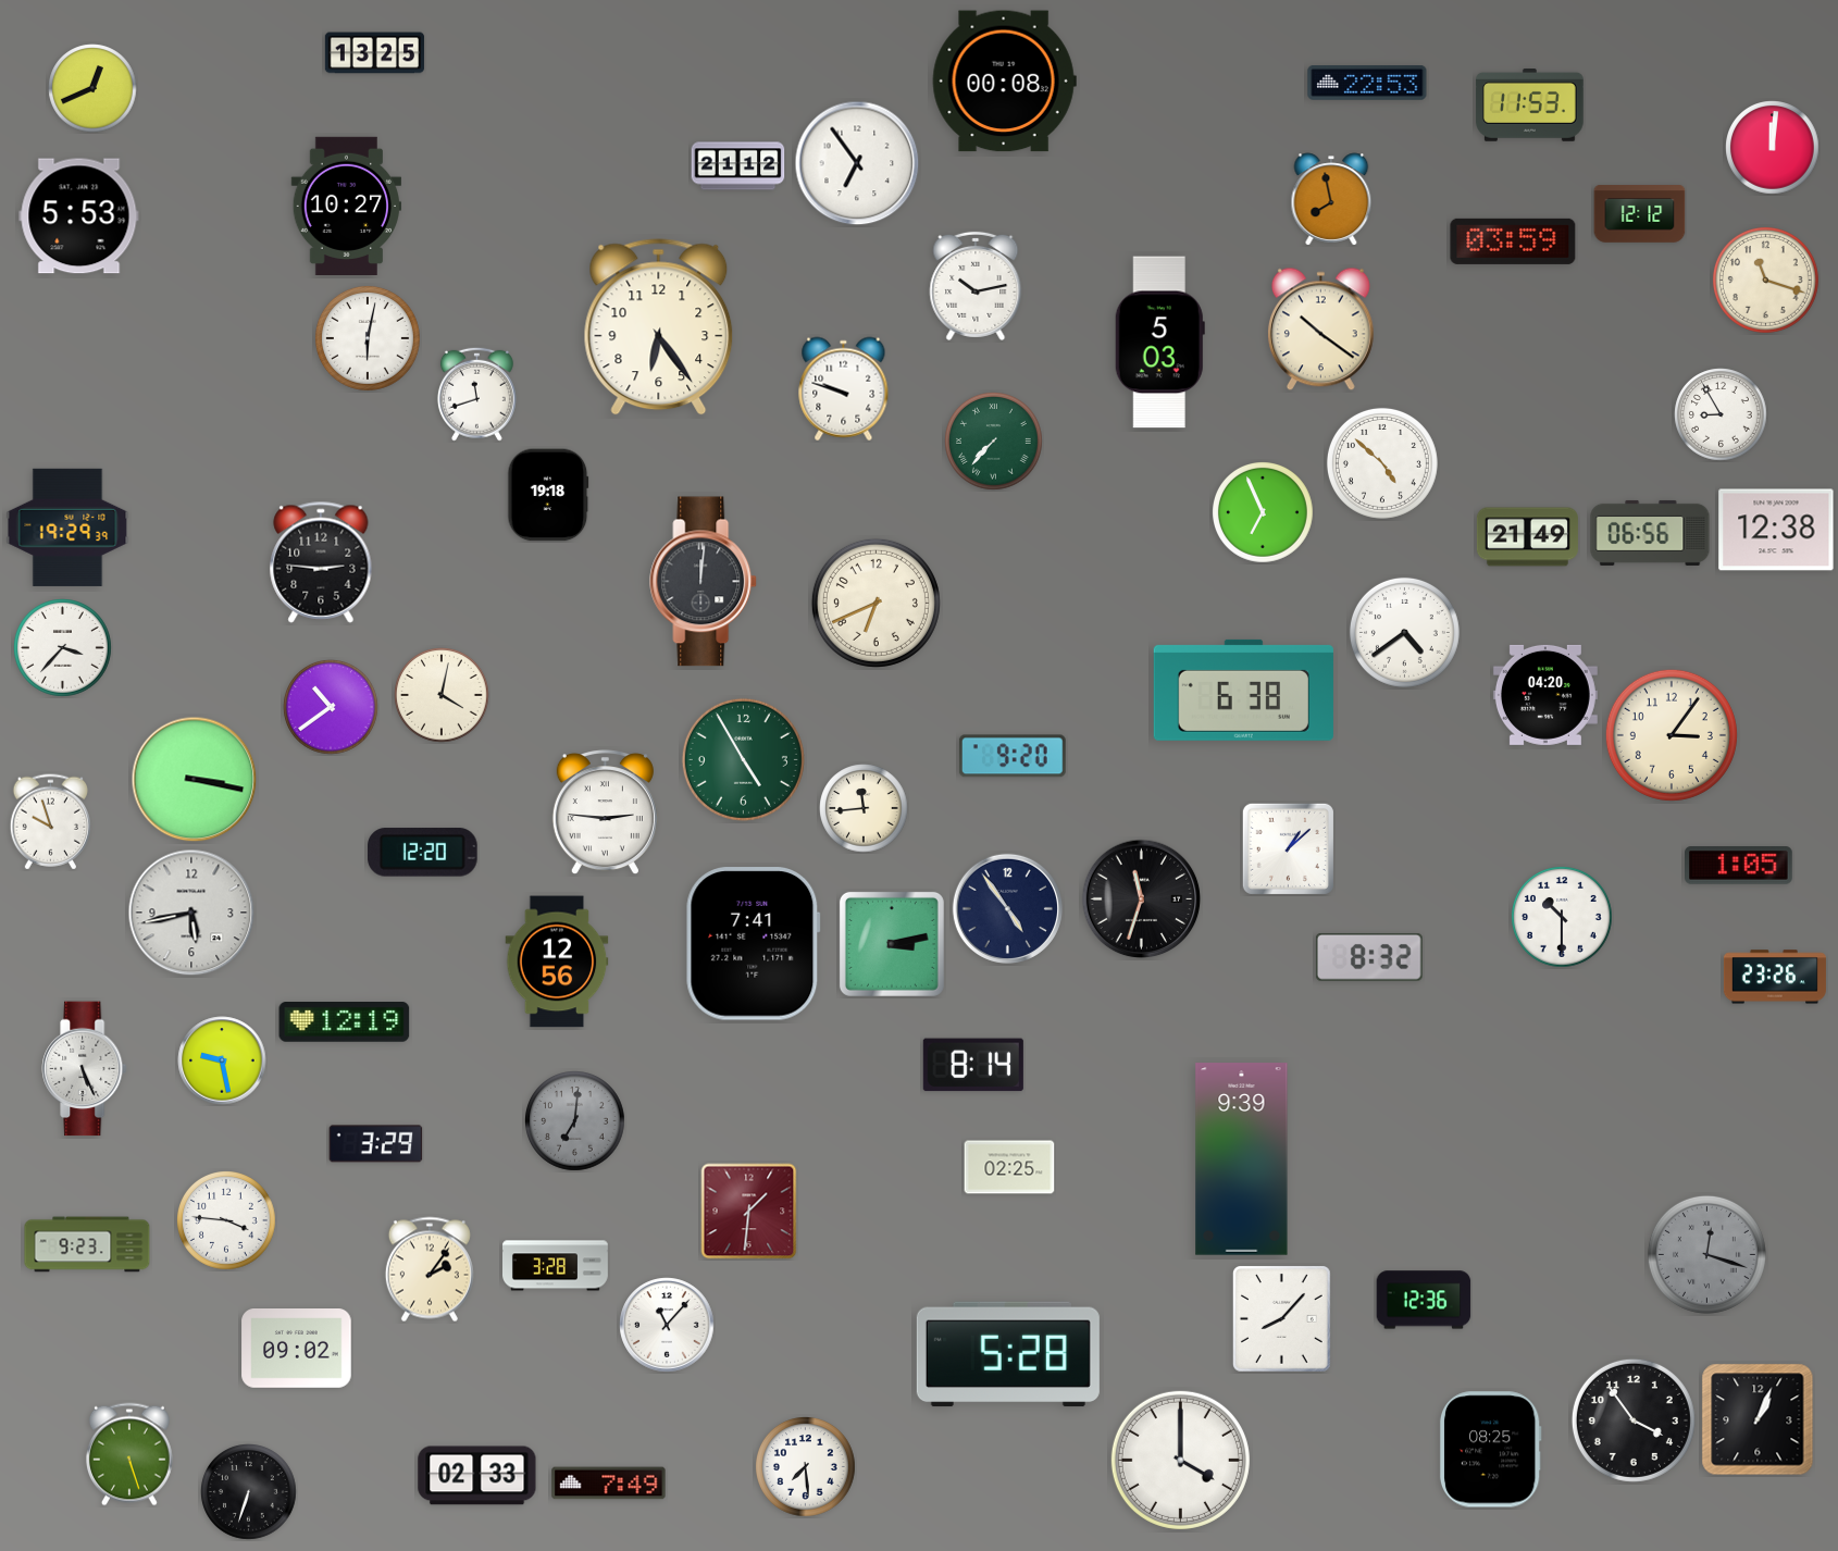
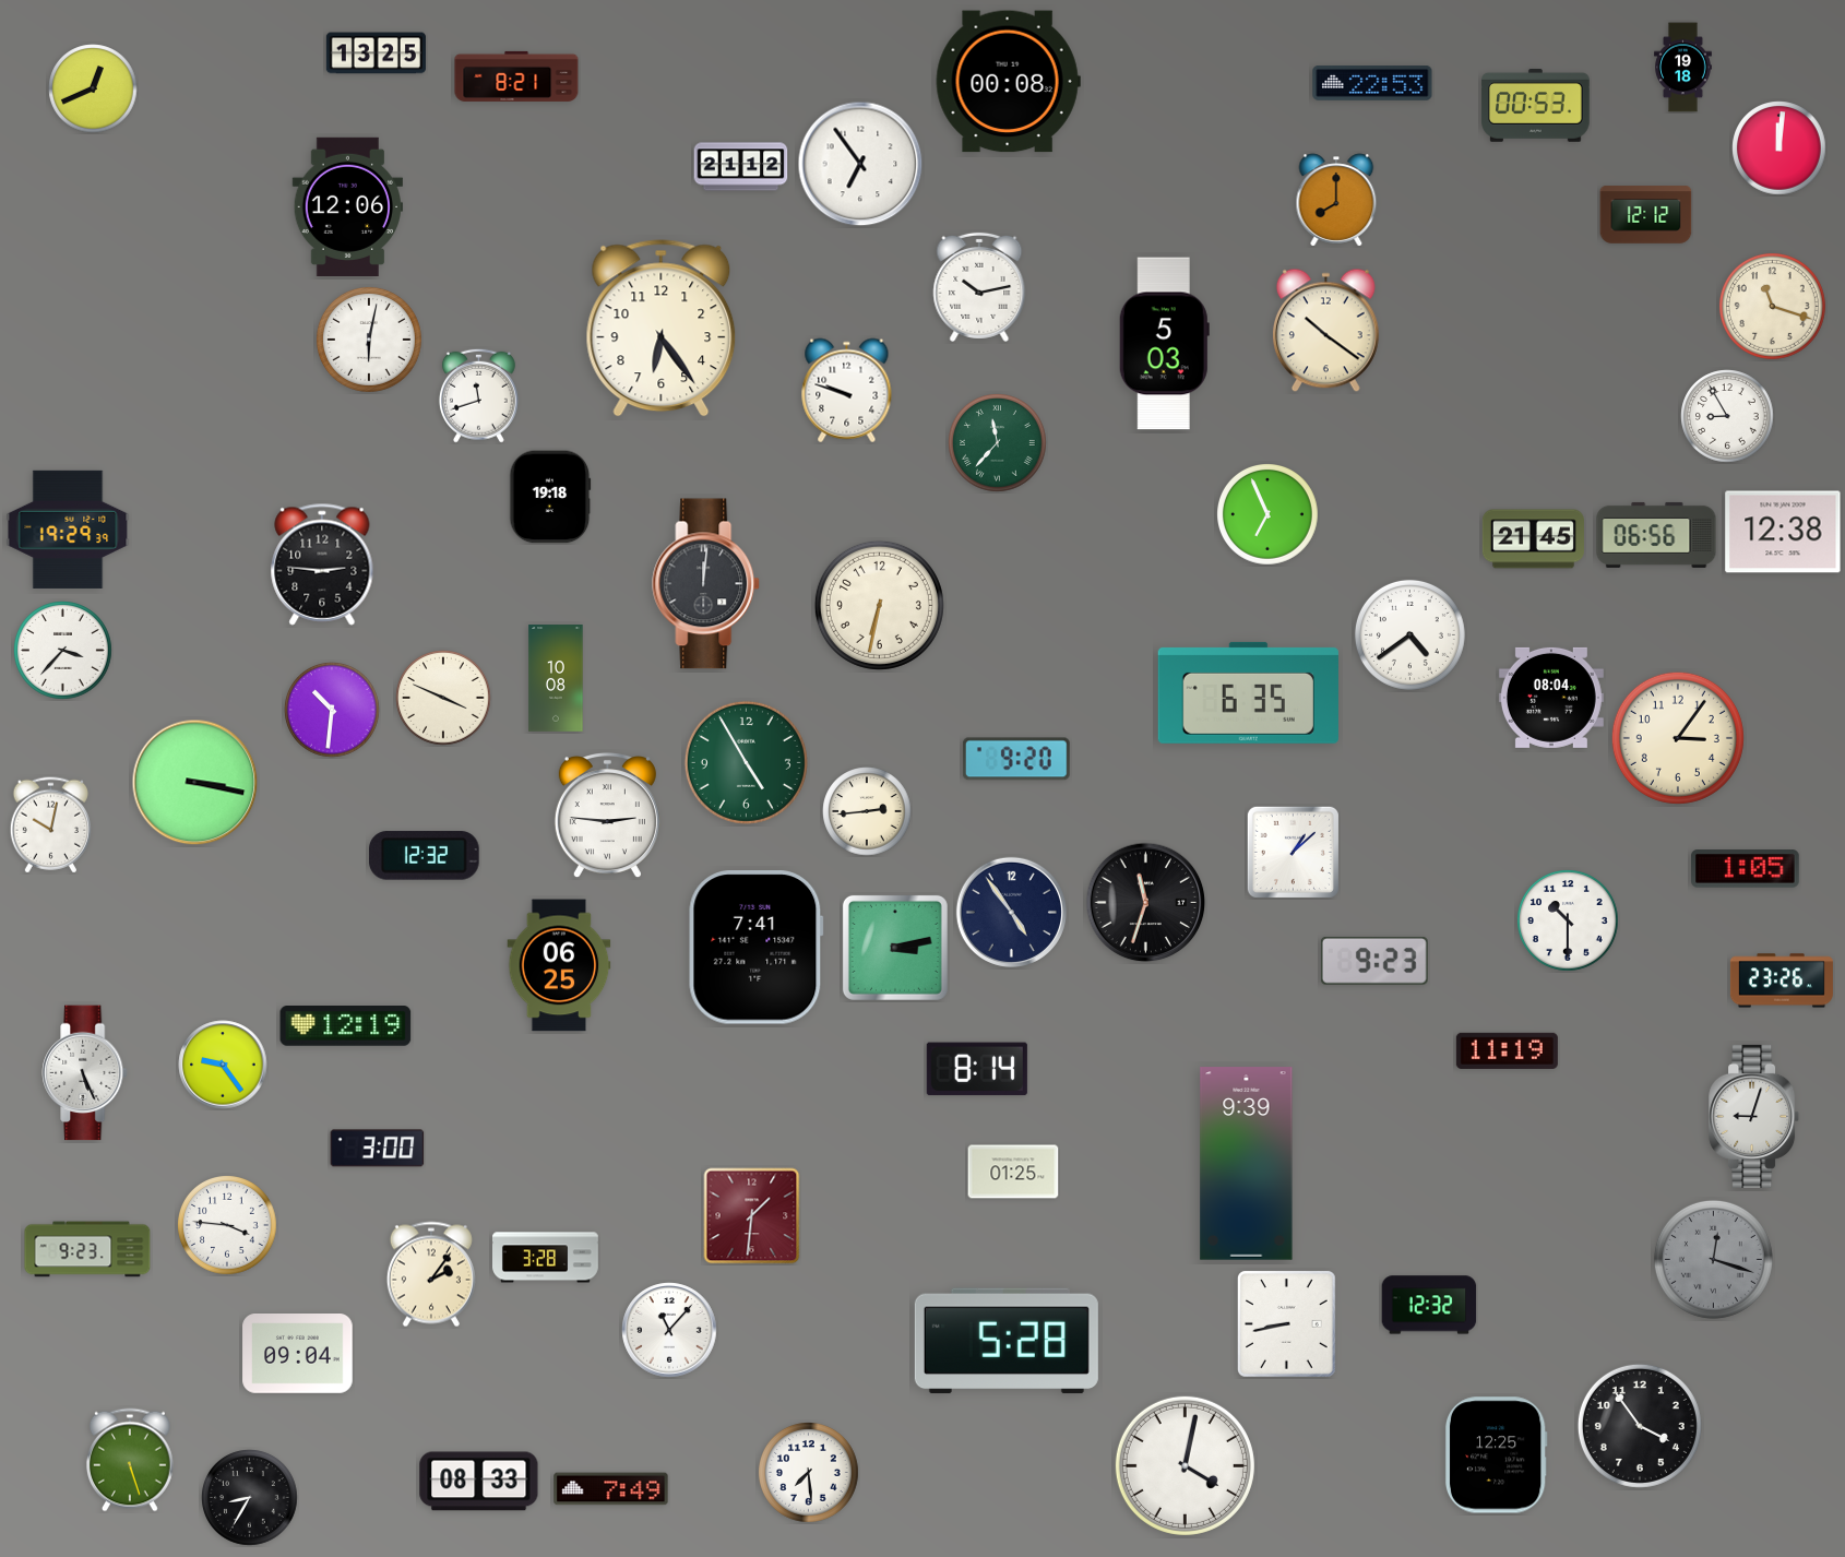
clock at (1683, 68): none -> 19:18
clock at (516, 76): none -> 8:21
clock at (1530, 106): 11:53 -> 00:53
clock at (1331, 199): 7:58 -> 8:00
clock at (346, 206): 10:27 -> 12:06
clock at (79, 216): 5:53 -> none
clock at (1513, 241): 03:59 -> none
clock at (1765, 280) position: (1765, 280) -> (1772, 306)
clock at (994, 442): 7:37 -> 11:37
clock at (1382, 463): 4:52 -> none
clock at (1527, 537): 21:49 -> 21:45
clock at (875, 603): 6:41 -> 6:32
clock at (556, 678): none -> 10:08
clock at (1243, 690): 6:38 -> 6:35
clock at (442, 695): 4:02 -> 3:49
clock at (1545, 695): 04:20 -> 08:04
clock at (331, 707): 10:39 -> 10:31
clock at (864, 808): 11:44 -> 2:44
clock at (50, 822): 9:57 -> 10:02
clock at (423, 853): 12:20 -> 12:32
clock at (191, 913): 5:43 -> none
clock at (1369, 957): 8:32 -> 9:23
clock at (557, 961): 12:56 -> 06:25
clock at (1507, 1050): none -> 11:19
clock at (222, 1060): 9:28 -> 9:24
clock at (1754, 1116): none -> 9:03
clock at (575, 1121): 7:01 -> none
clock at (376, 1144): 3:29 -> 3:00
clock at (1009, 1167): 02:25 -> 01:25
clock at (556, 1266) position: (556, 1266) -> (546, 1258)
clock at (1424, 1300): 12:36 -> 12:32
clock at (1282, 1319): 8:07 -> 8:43
clock at (297, 1349): 09:02 -> 09:04
clock at (1008, 1354) position: (1008, 1354) -> (1007, 1341)
clock at (1758, 1419): 1:04 -> none
clock at (1490, 1450): 08:25 -> 12:25
clock at (1180, 1460): 4:00 -> 4:02
clock at (477, 1476): 02:33 -> 08:33
clock at (249, 1492): 6:33 -> 8:35
